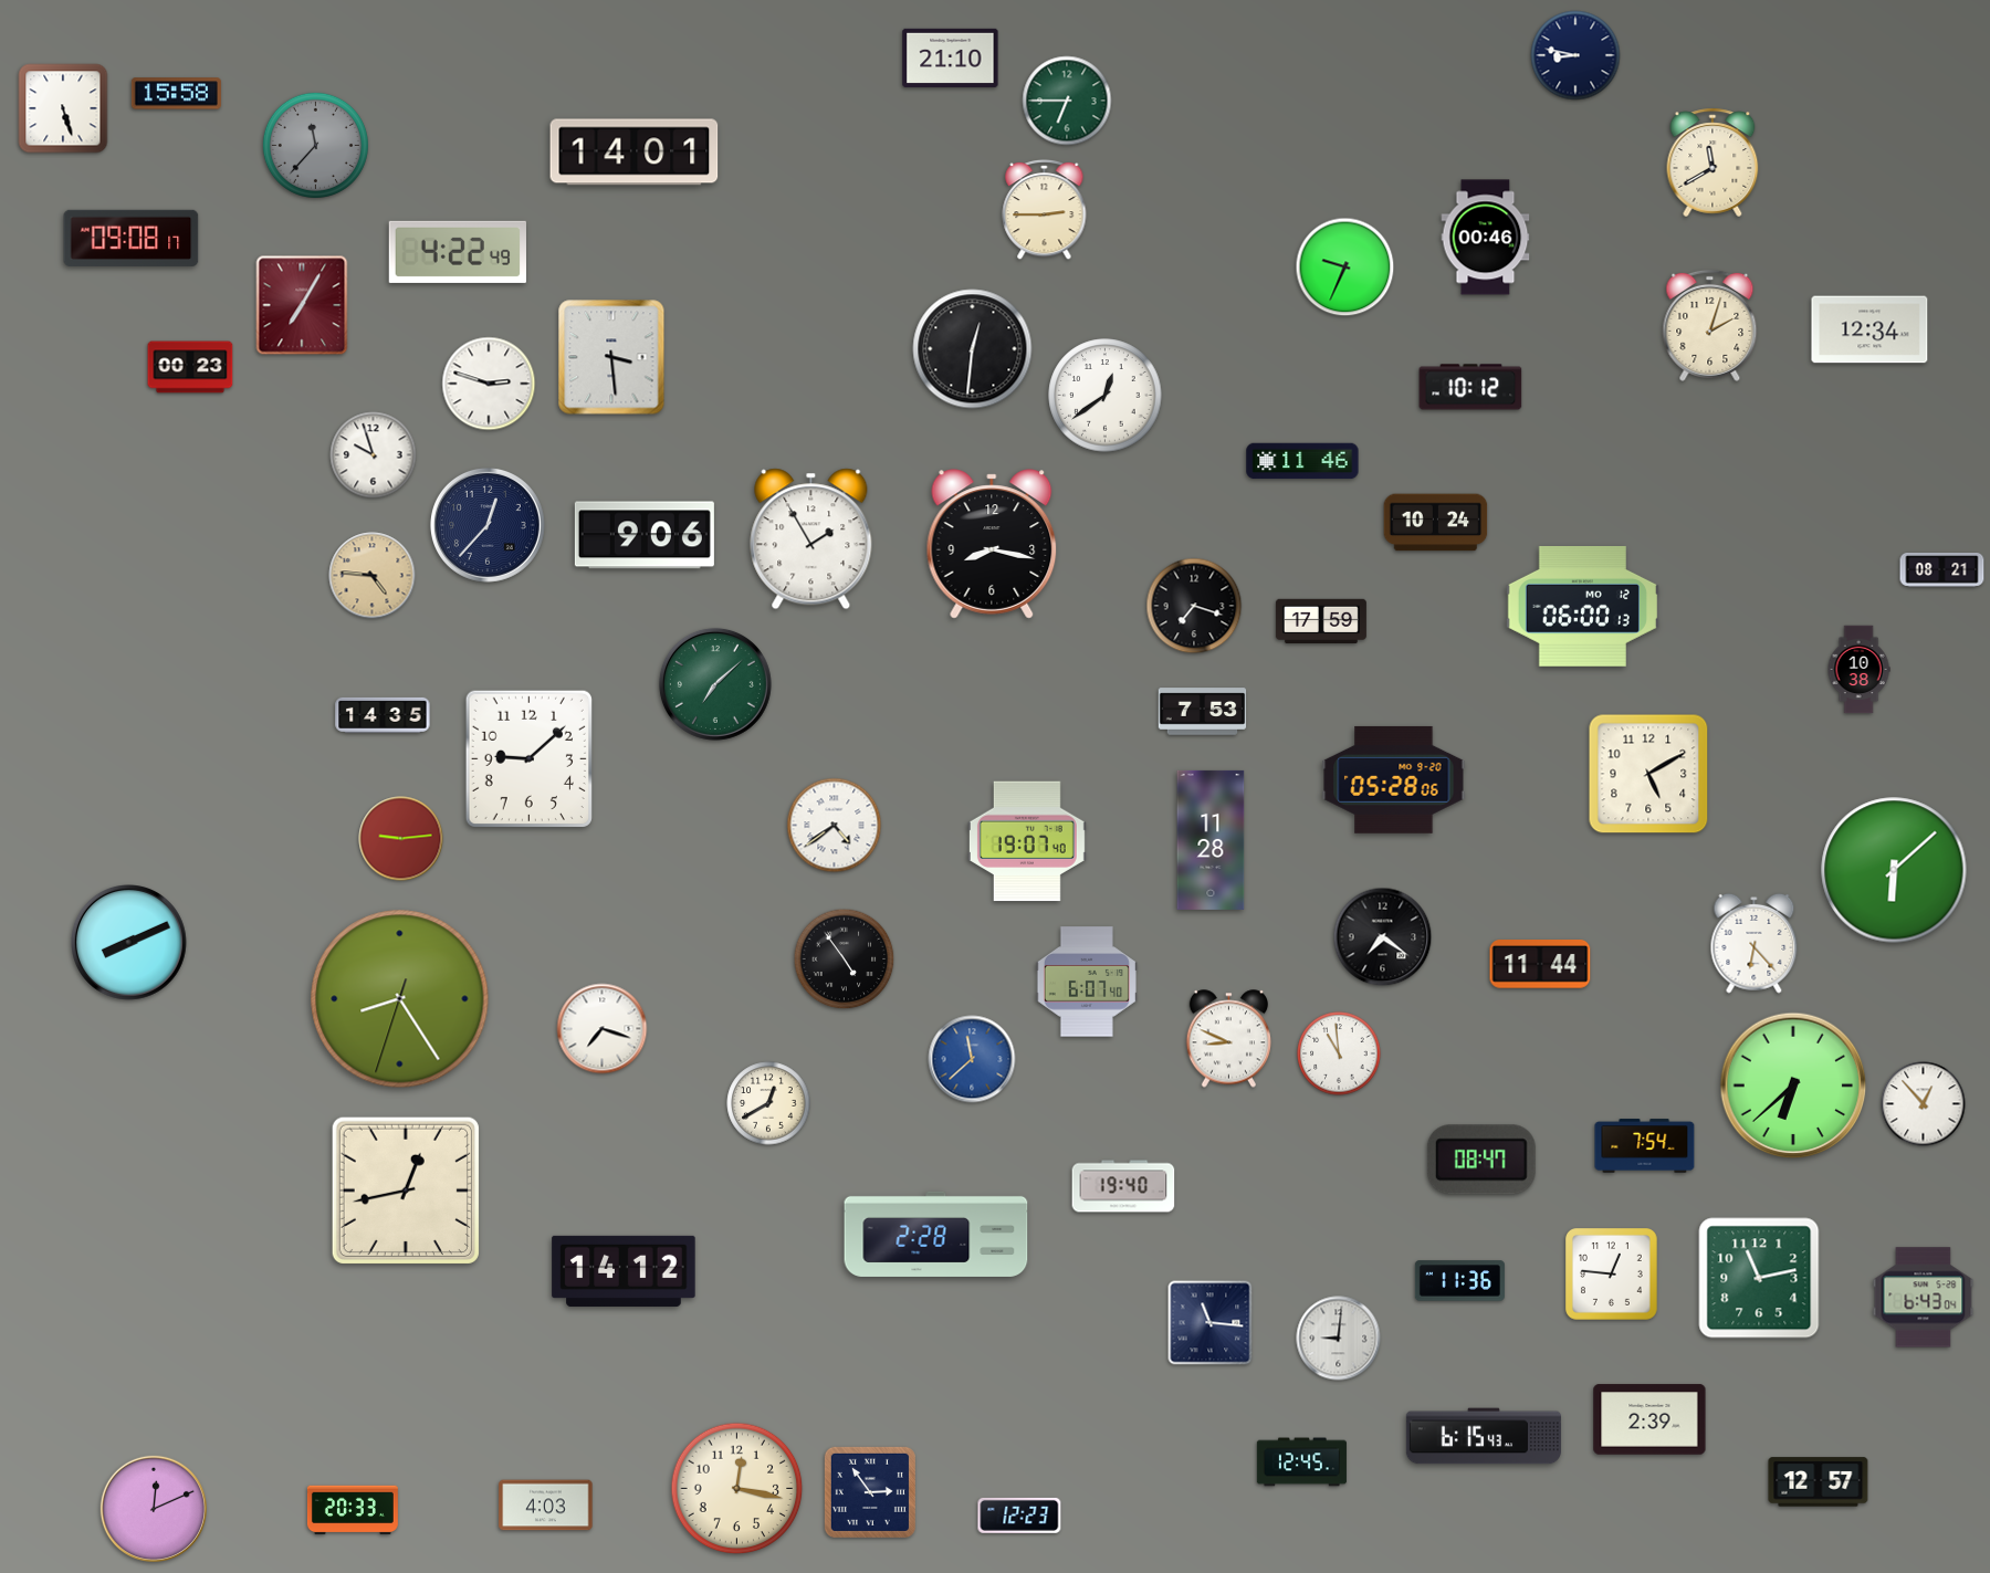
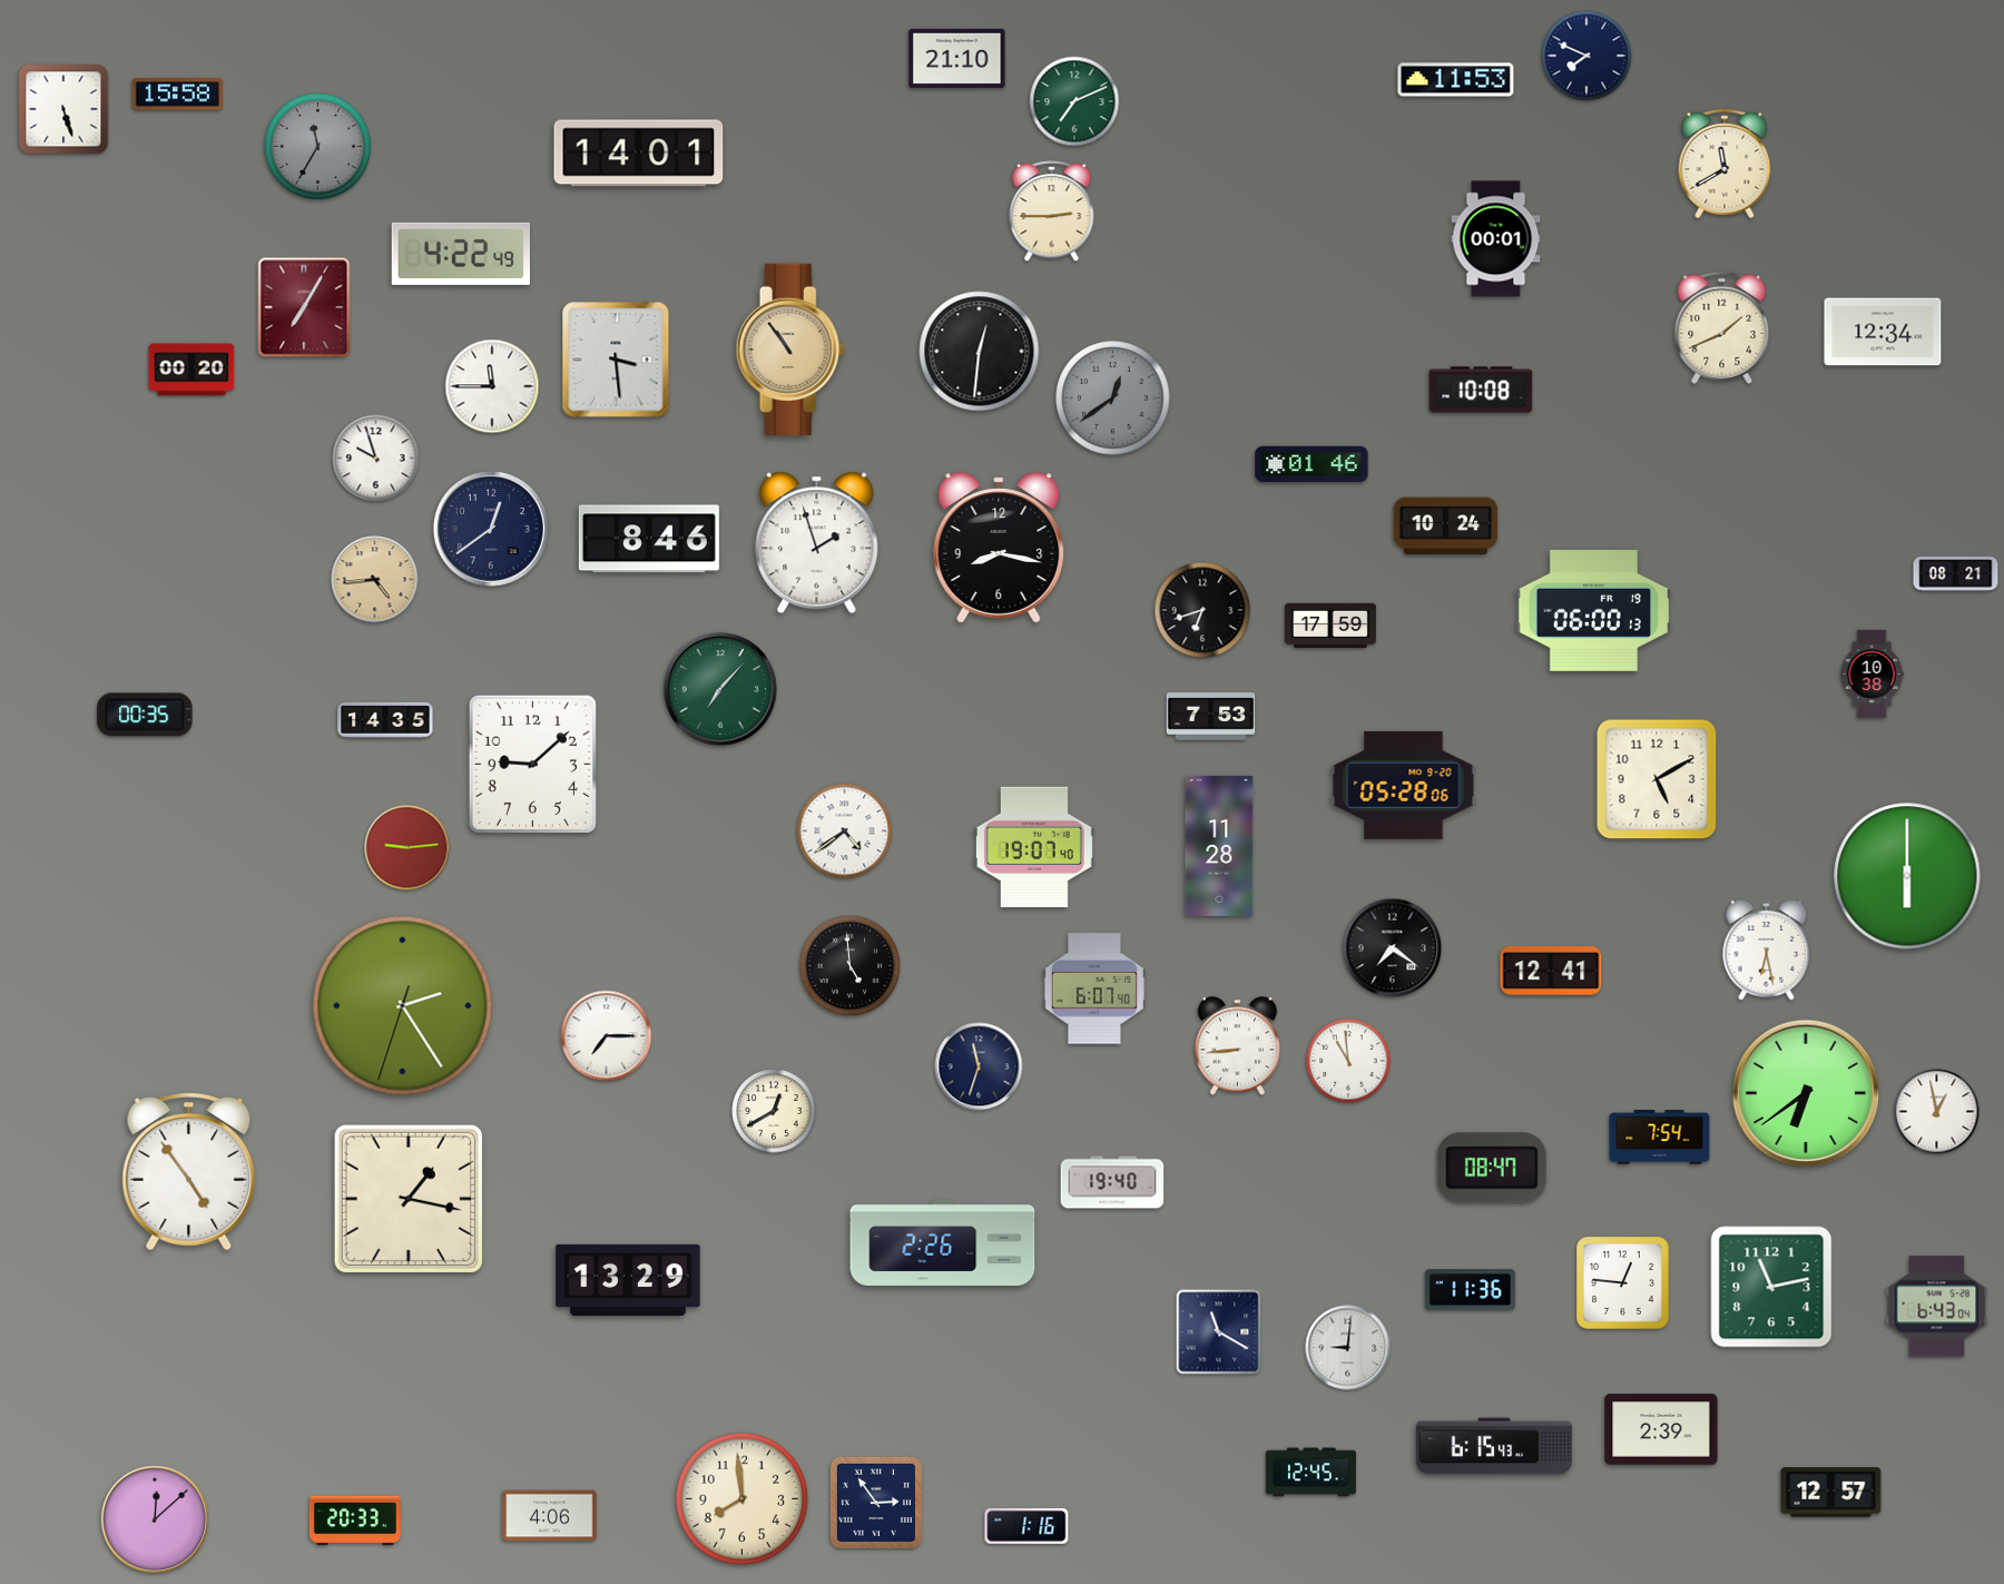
clock at (1575, 55): 8:47 -> 7:49
clock at (1456, 80): none -> 11:53
clock at (1067, 101): 6:45 -> 7:11
clock at (315, 145): 11:37 -> 11:35
clock at (132, 238): 09:08 -> none
clock at (1486, 238): 00:46 -> 00:01
clock at (1345, 268): 9:34 -> none
clock at (1710, 325): 2:03 -> 1:41
clock at (790, 350): none -> 10:54
clock at (190, 367): 00:23 -> 00:20
clock at (489, 384): 2:48 -> 11:45
clock at (1470, 387): 10:12 -> 10:08
clock at (1106, 396) dial: white -> grey
clock at (1302, 461): 11:46 -> 01:46
clock at (488, 525): 12:37 -> 12:39
clock at (645, 535): 9:06 -> 8:46
clock at (811, 539): 1:55 -> 1:57
clock at (373, 576): 4:46 -> 4:44
clock at (1194, 606): 7:18 -> 6:42
clock at (1582, 606) date: MO 12 -> FR 19
clock at (715, 684): 7:08 -> 7:07
clock at (145, 715): none -> 00:35
clock at (1648, 774) position: (1648, 774) -> (1657, 779)
clock at (835, 826) position: (835, 826) -> (845, 832)
clock at (401, 839) position: (401, 839) -> (407, 848)
clock at (1894, 870): 6:08 -> 6:00
clock at (1383, 937) position: (1383, 937) -> (1393, 948)
clock at (129, 943): 8:11 -> none
clock at (1755, 943): 6:23 -> 6:28
clock at (845, 959): 4:54 -> 4:59
clock at (1540, 964): 11:44 -> 12:41
clock at (400, 999): 8:24 -> 2:24
clock at (603, 1029): 7:18 -> 7:15
clock at (1229, 1039): 8:49 -> 8:44
clock at (972, 1059): 11:38 -> 11:33
clock at (972, 1059) dial: blue -> navy
clock at (1793, 1086): 6:38 -> 6:39
clock at (1924, 1104): 12:53 -> 12:58
clock at (1645, 1146) position: (1645, 1146) -> (1660, 1138)
clock at (189, 1172): none -> 4:54
clock at (1123, 1186) position: (1123, 1186) -> (1112, 1182)
clock at (406, 1191): 12:43 -> 1:17
clock at (936, 1234): 2:28 -> 2:26
clock at (624, 1271): 14:12 -> 13:29
clock at (1211, 1323): 11:16 -> 11:20
clock at (737, 1489): 12:17 -> 7:59
clock at (546, 1506): 4:03 -> 4:06
clock at (154, 1509): 12:11 -> 12:08
clock at (1019, 1516): 12:23 -> 1:16
